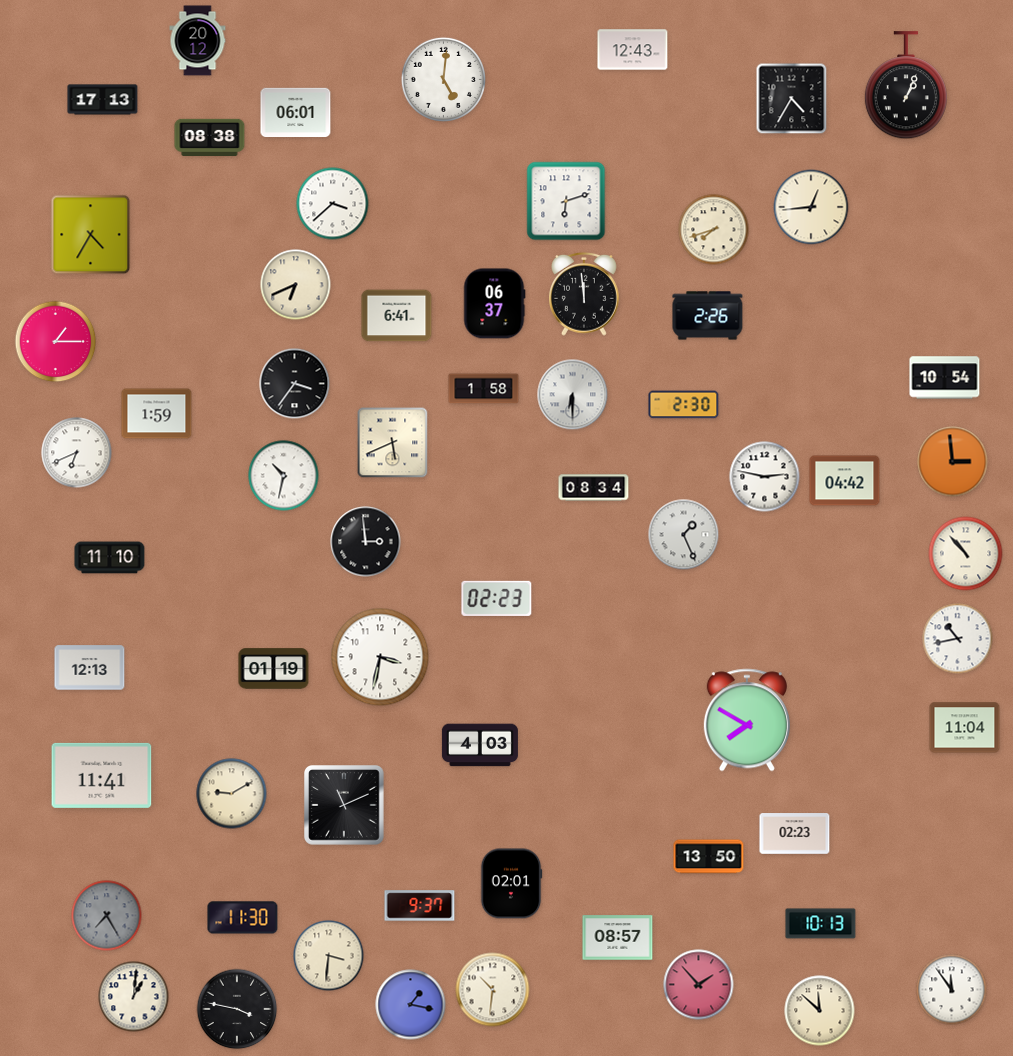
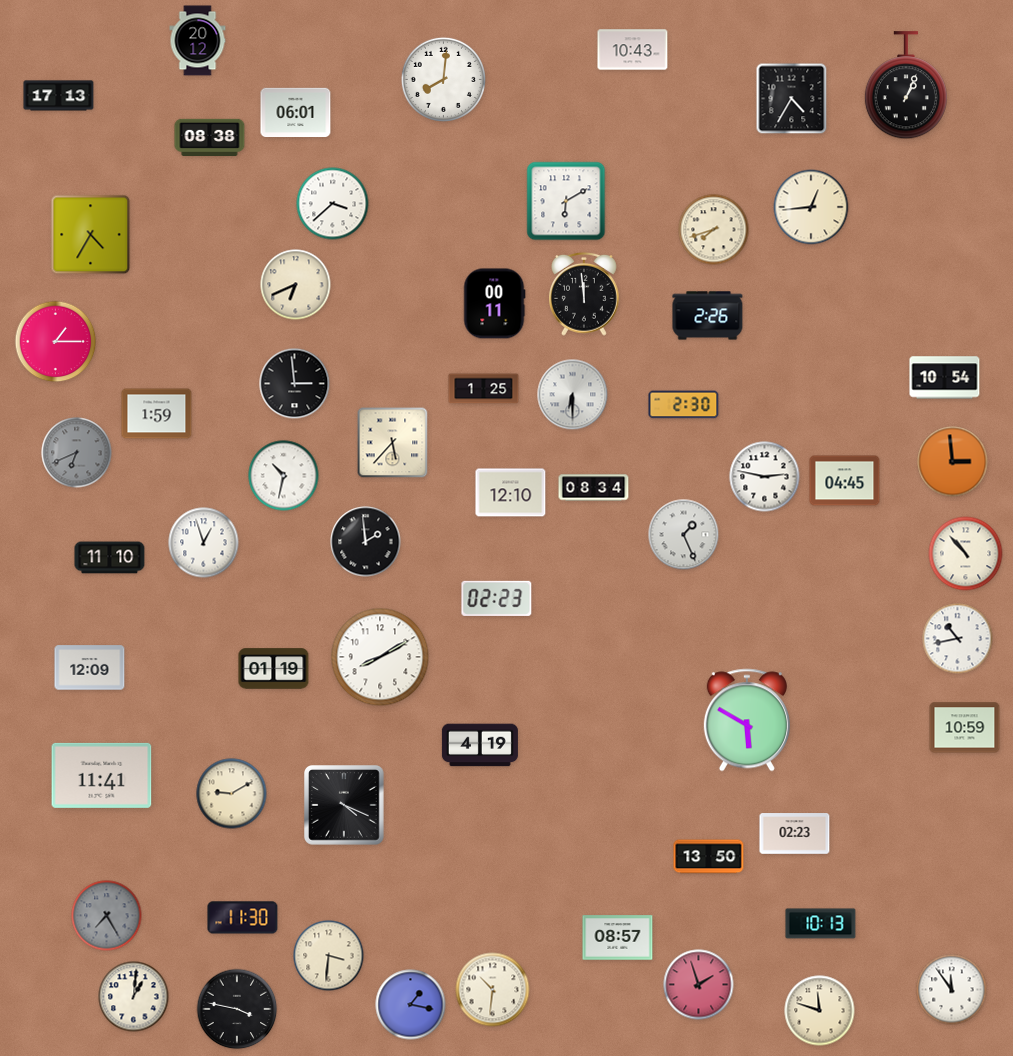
clock at (633, 50): 12:43 -> 10:43
clock at (443, 79): 5:01 -> 8:01
clock at (103, 100) position: (103, 100) -> (59, 96)
clock at (566, 201): 6:12 -> 6:10
clock at (494, 304): 06:37 -> 00:11
clock at (397, 316): 6:41 -> none
clock at (295, 384): 3:36 -> 2:59
clock at (484, 389): 1:58 -> 1:25
clock at (393, 443): 5:41 -> 5:37
clock at (77, 453) dial: white -> grey
clock at (845, 481): 04:42 -> 04:45
clock at (511, 493): none -> 12:10
clock at (366, 542): 2:59 -> 1:59
clock at (204, 543): none -> 12:57
clock at (380, 657): 3:32 -> 8:10
clock at (90, 668): 12:13 -> 12:09
clock at (747, 720): 7:50 -> 5:50
clock at (965, 728): 11:04 -> 10:59
clock at (480, 745): 4:03 -> 4:19
clock at (345, 806): 11:11 -> 4:19
clock at (511, 884): 02:01 -> none
clock at (420, 906): 9:37 -> none
clock at (699, 985): 1:53 -> 1:57
clock at (820, 1011): 11:52 -> 11:48
